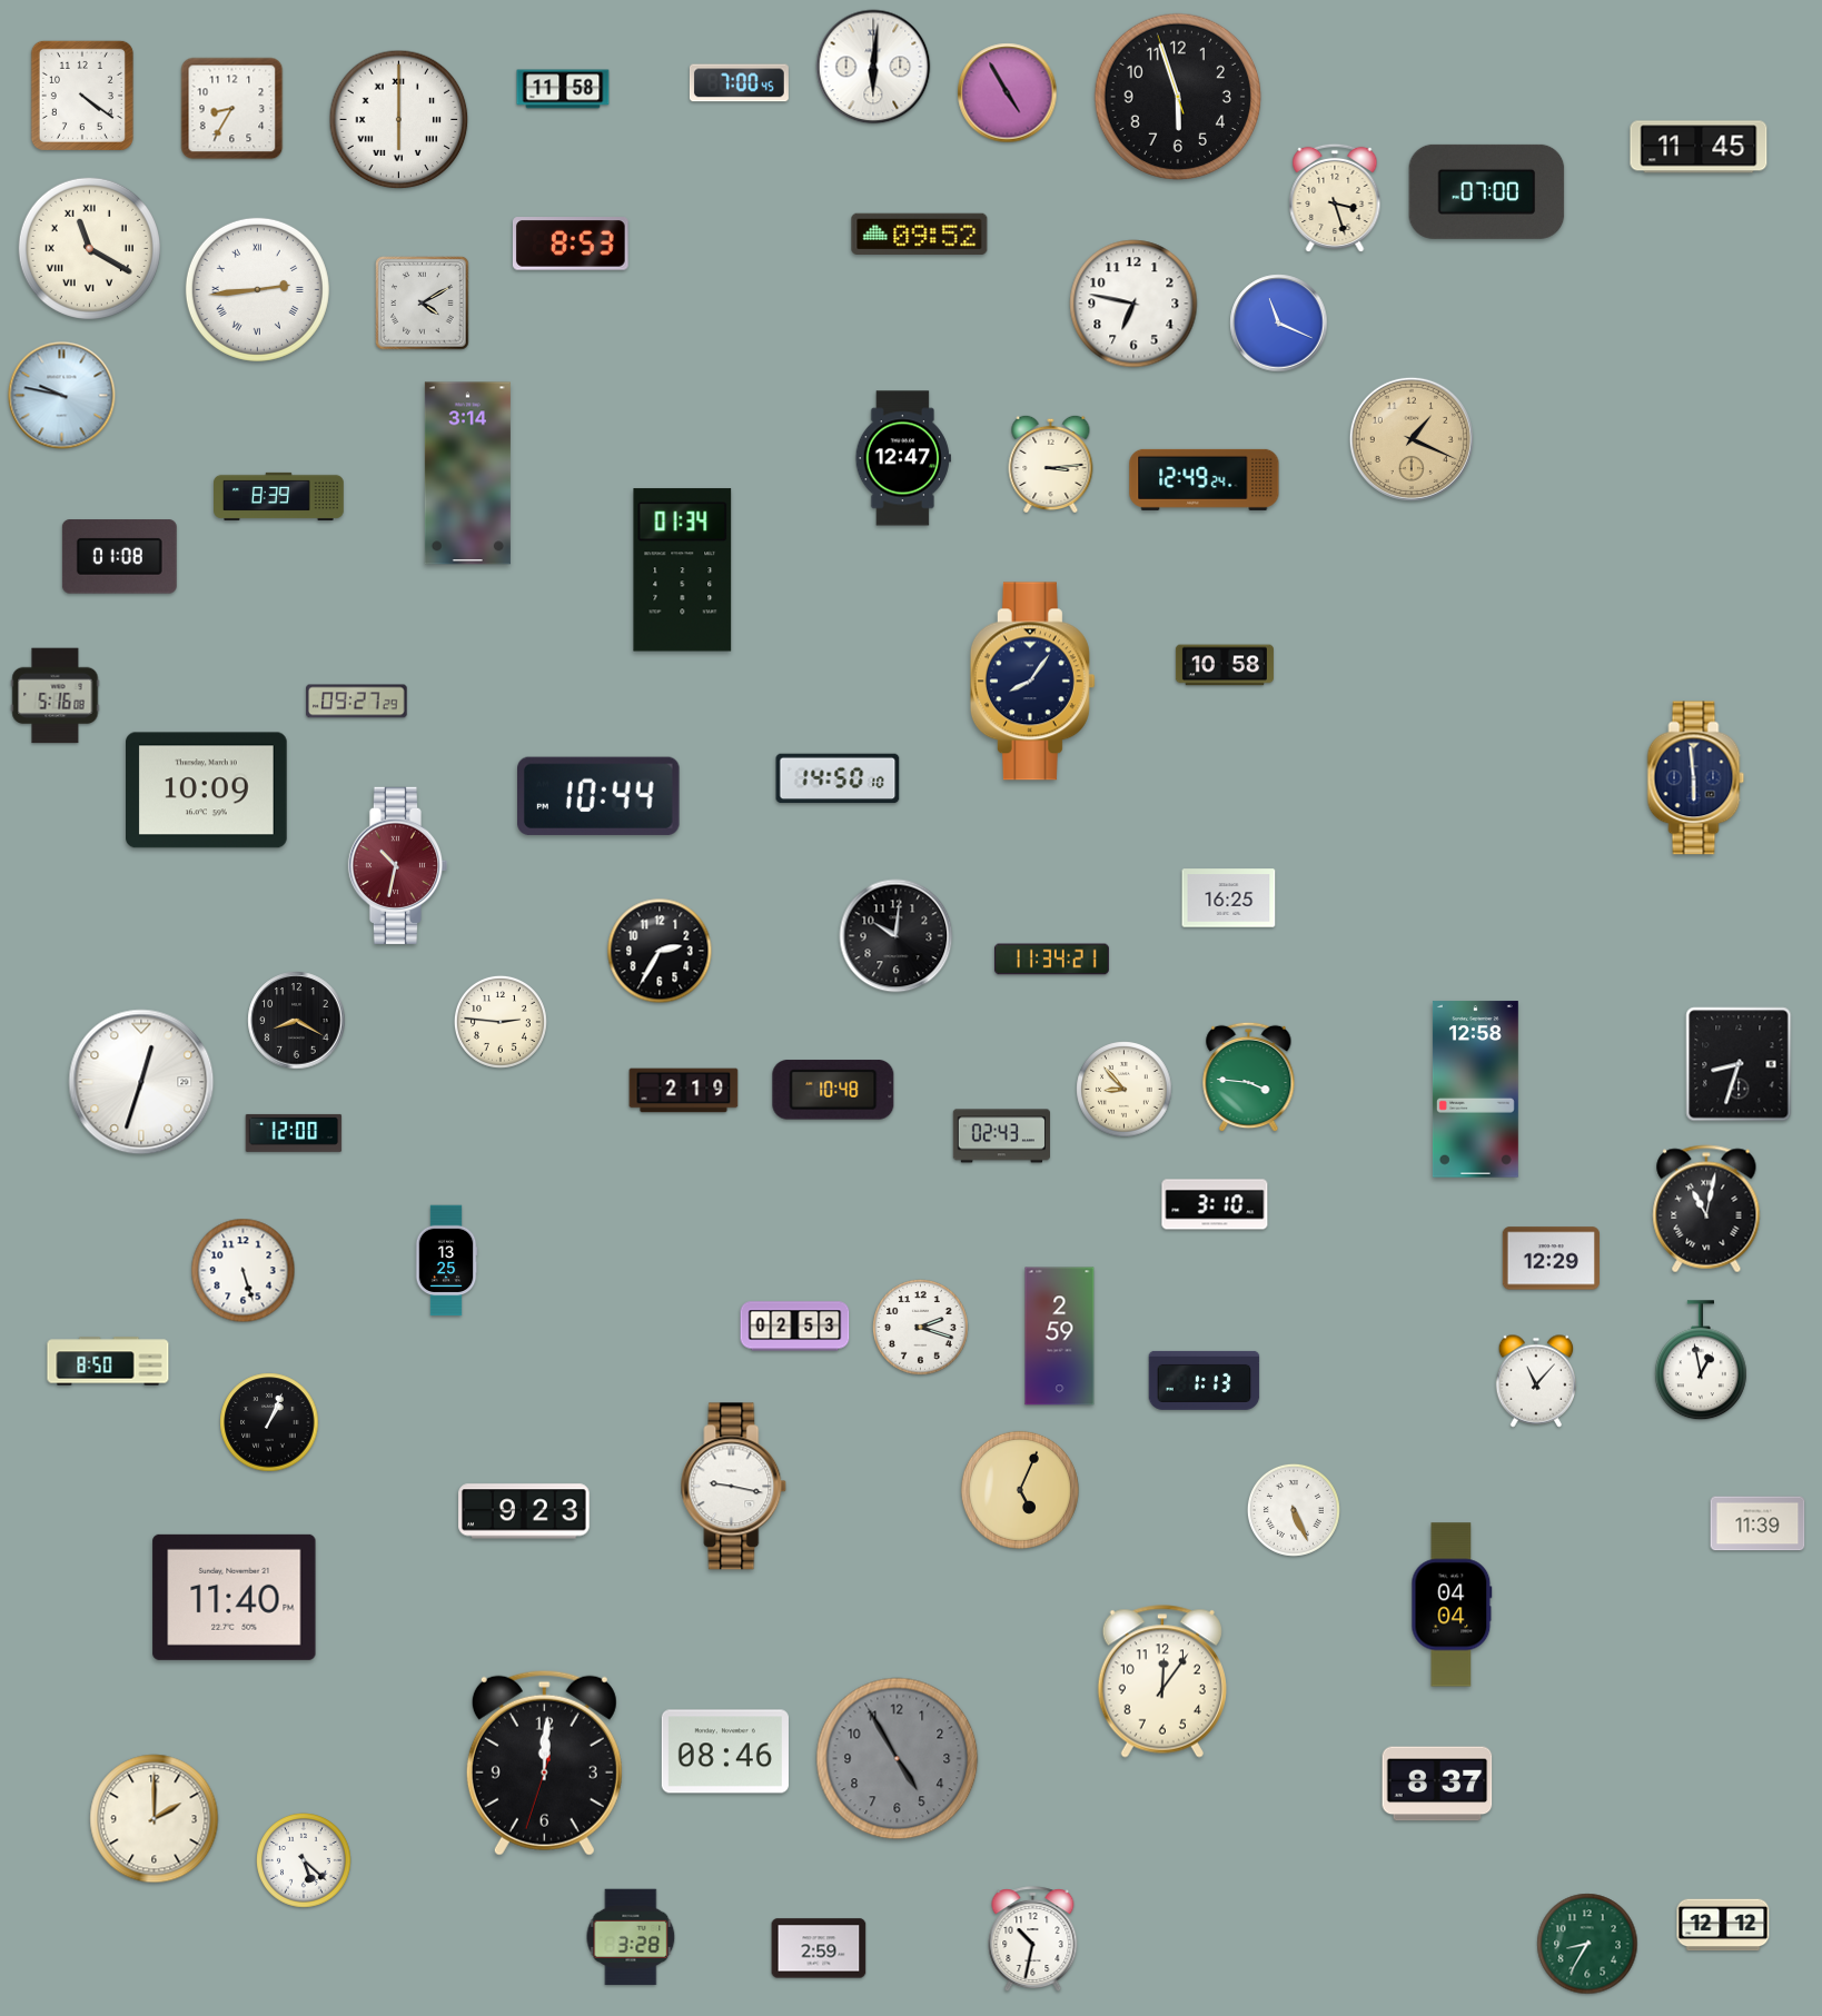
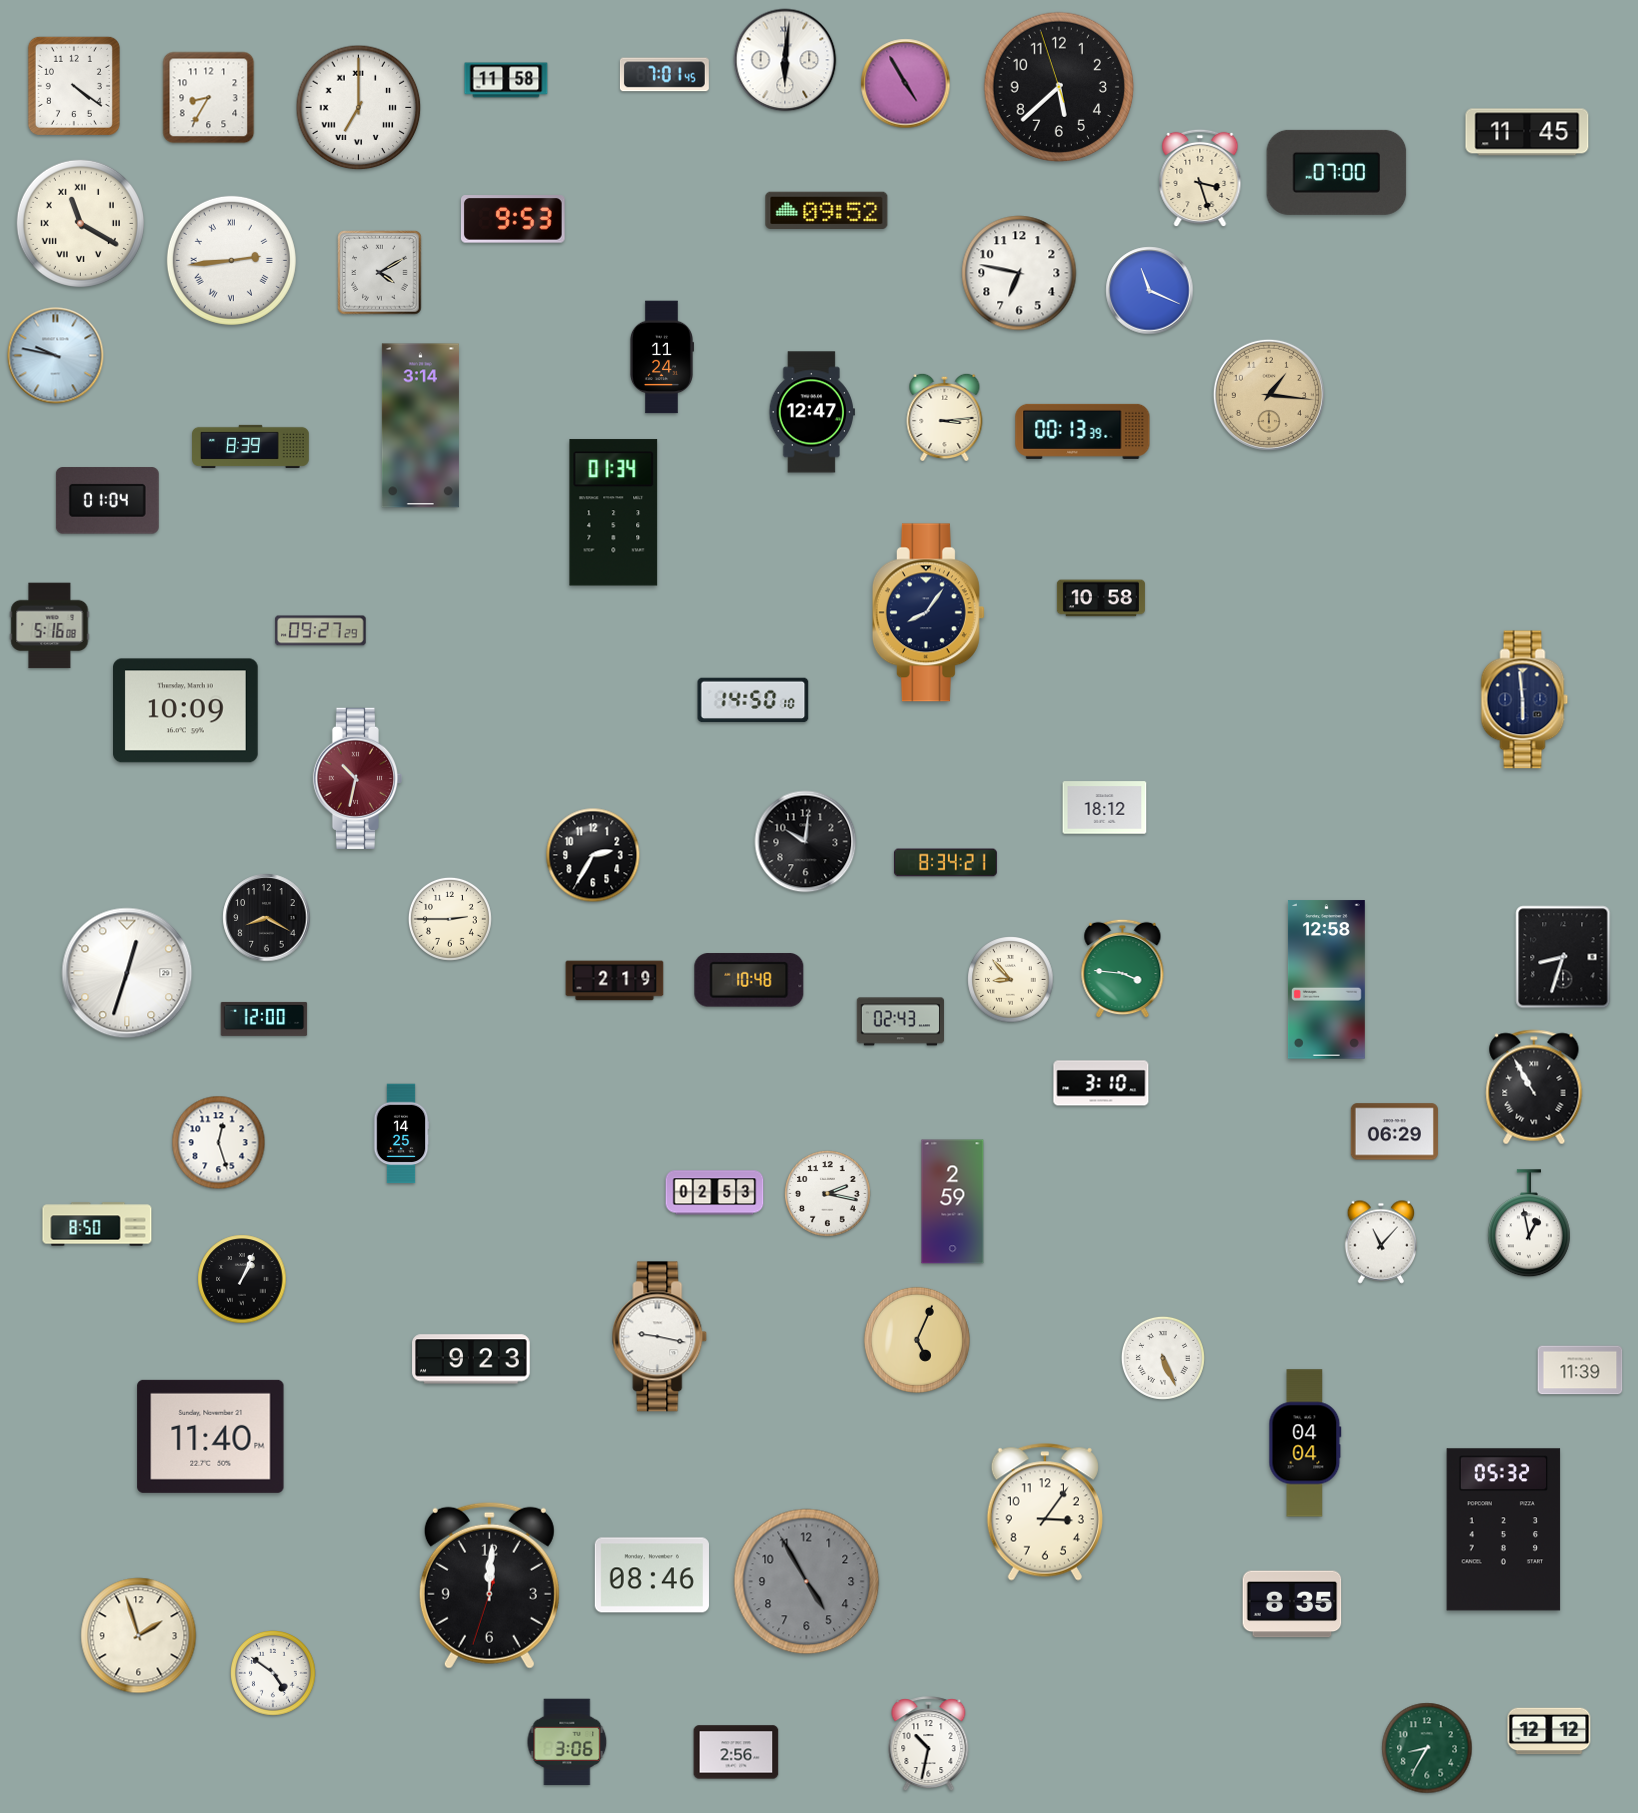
clock at (739, 83): 7:00 -> 7:01
clock at (1177, 96): 5:56 -> 5:37
clock at (399, 120): 6:00 -> 7:00
clock at (571, 244): 8:53 -> 9:53
clock at (661, 357): none -> 11:24
clock at (1412, 439): 1:19 -> 1:16
clock at (1205, 479): 12:49 -> 00:13
clock at (119, 557): 01:08 -> 01:04
clock at (600, 796): 10:44 -> none
clock at (1229, 898): 16:25 -> 18:12
clock at (1051, 960): 11:34 -> 8:34
clock at (501, 1022): 2:46 -> 2:45
clock at (1215, 1204) position: (1215, 1204) -> (1101, 1083)
clock at (1706, 1209): 11:02 -> 10:55
clock at (1551, 1259): 12:29 -> 06:29
clock at (446, 1261): 13:25 -> 14:25
clock at (244, 1271): 5:27 -> 12:27
clock at (921, 1328): 2:18 -> 2:17
clock at (1205, 1380): 1:13 -> none
clock at (1162, 1681): 12:06 -> 3:06
clock at (1504, 1530): none -> 05:32
clock at (1437, 1784): 8:37 -> 8:35
clock at (155, 1819): 2:00 -> 1:57
clock at (305, 1861): 5:22 -> 4:51
clock at (631, 1937): 3:28 -> 3:06
clock at (819, 1948): 2:59 -> 2:56
